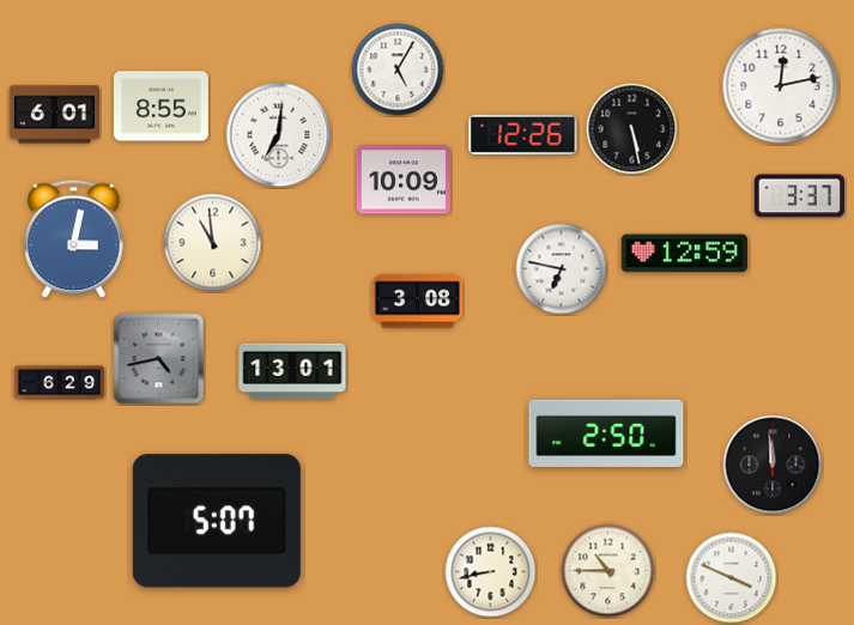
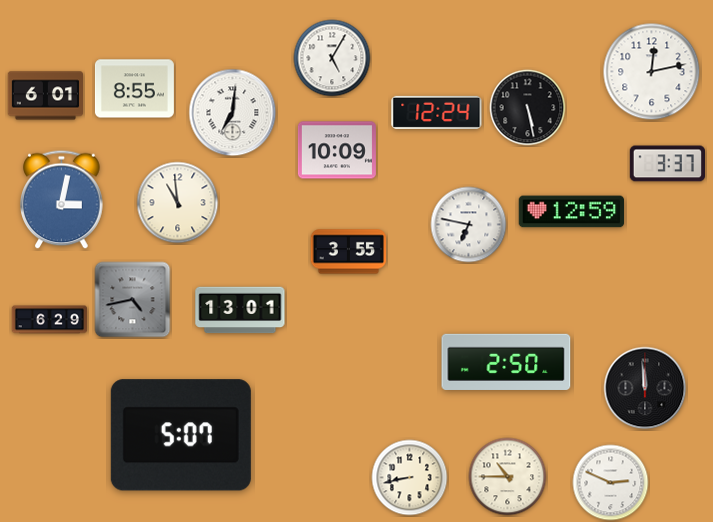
clock at (523, 134): 12:26 -> 12:24
clock at (418, 302): 3:08 -> 3:55
clock at (292, 371) position: (292, 371) -> (240, 310)
clock at (732, 578): 3:49 -> 2:49
